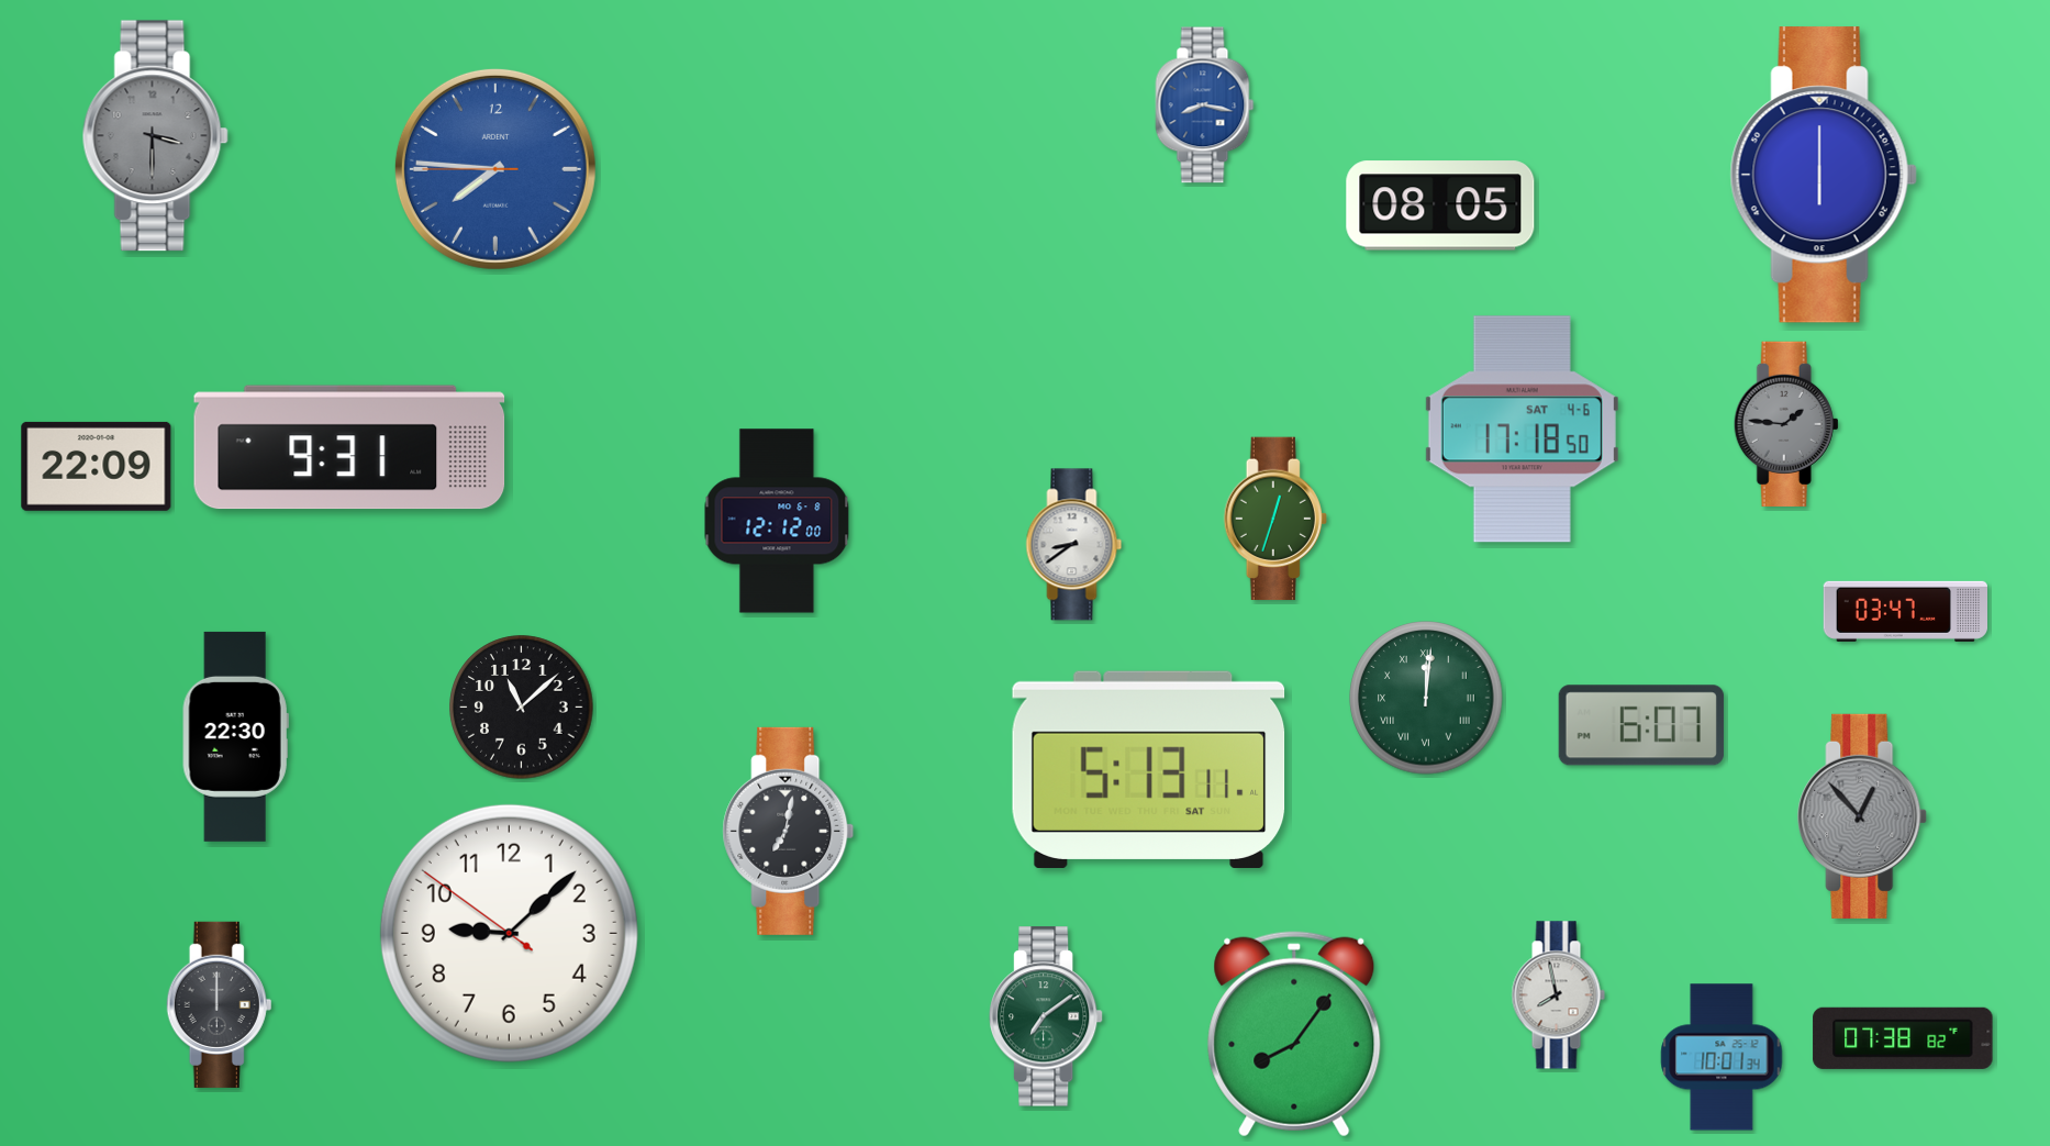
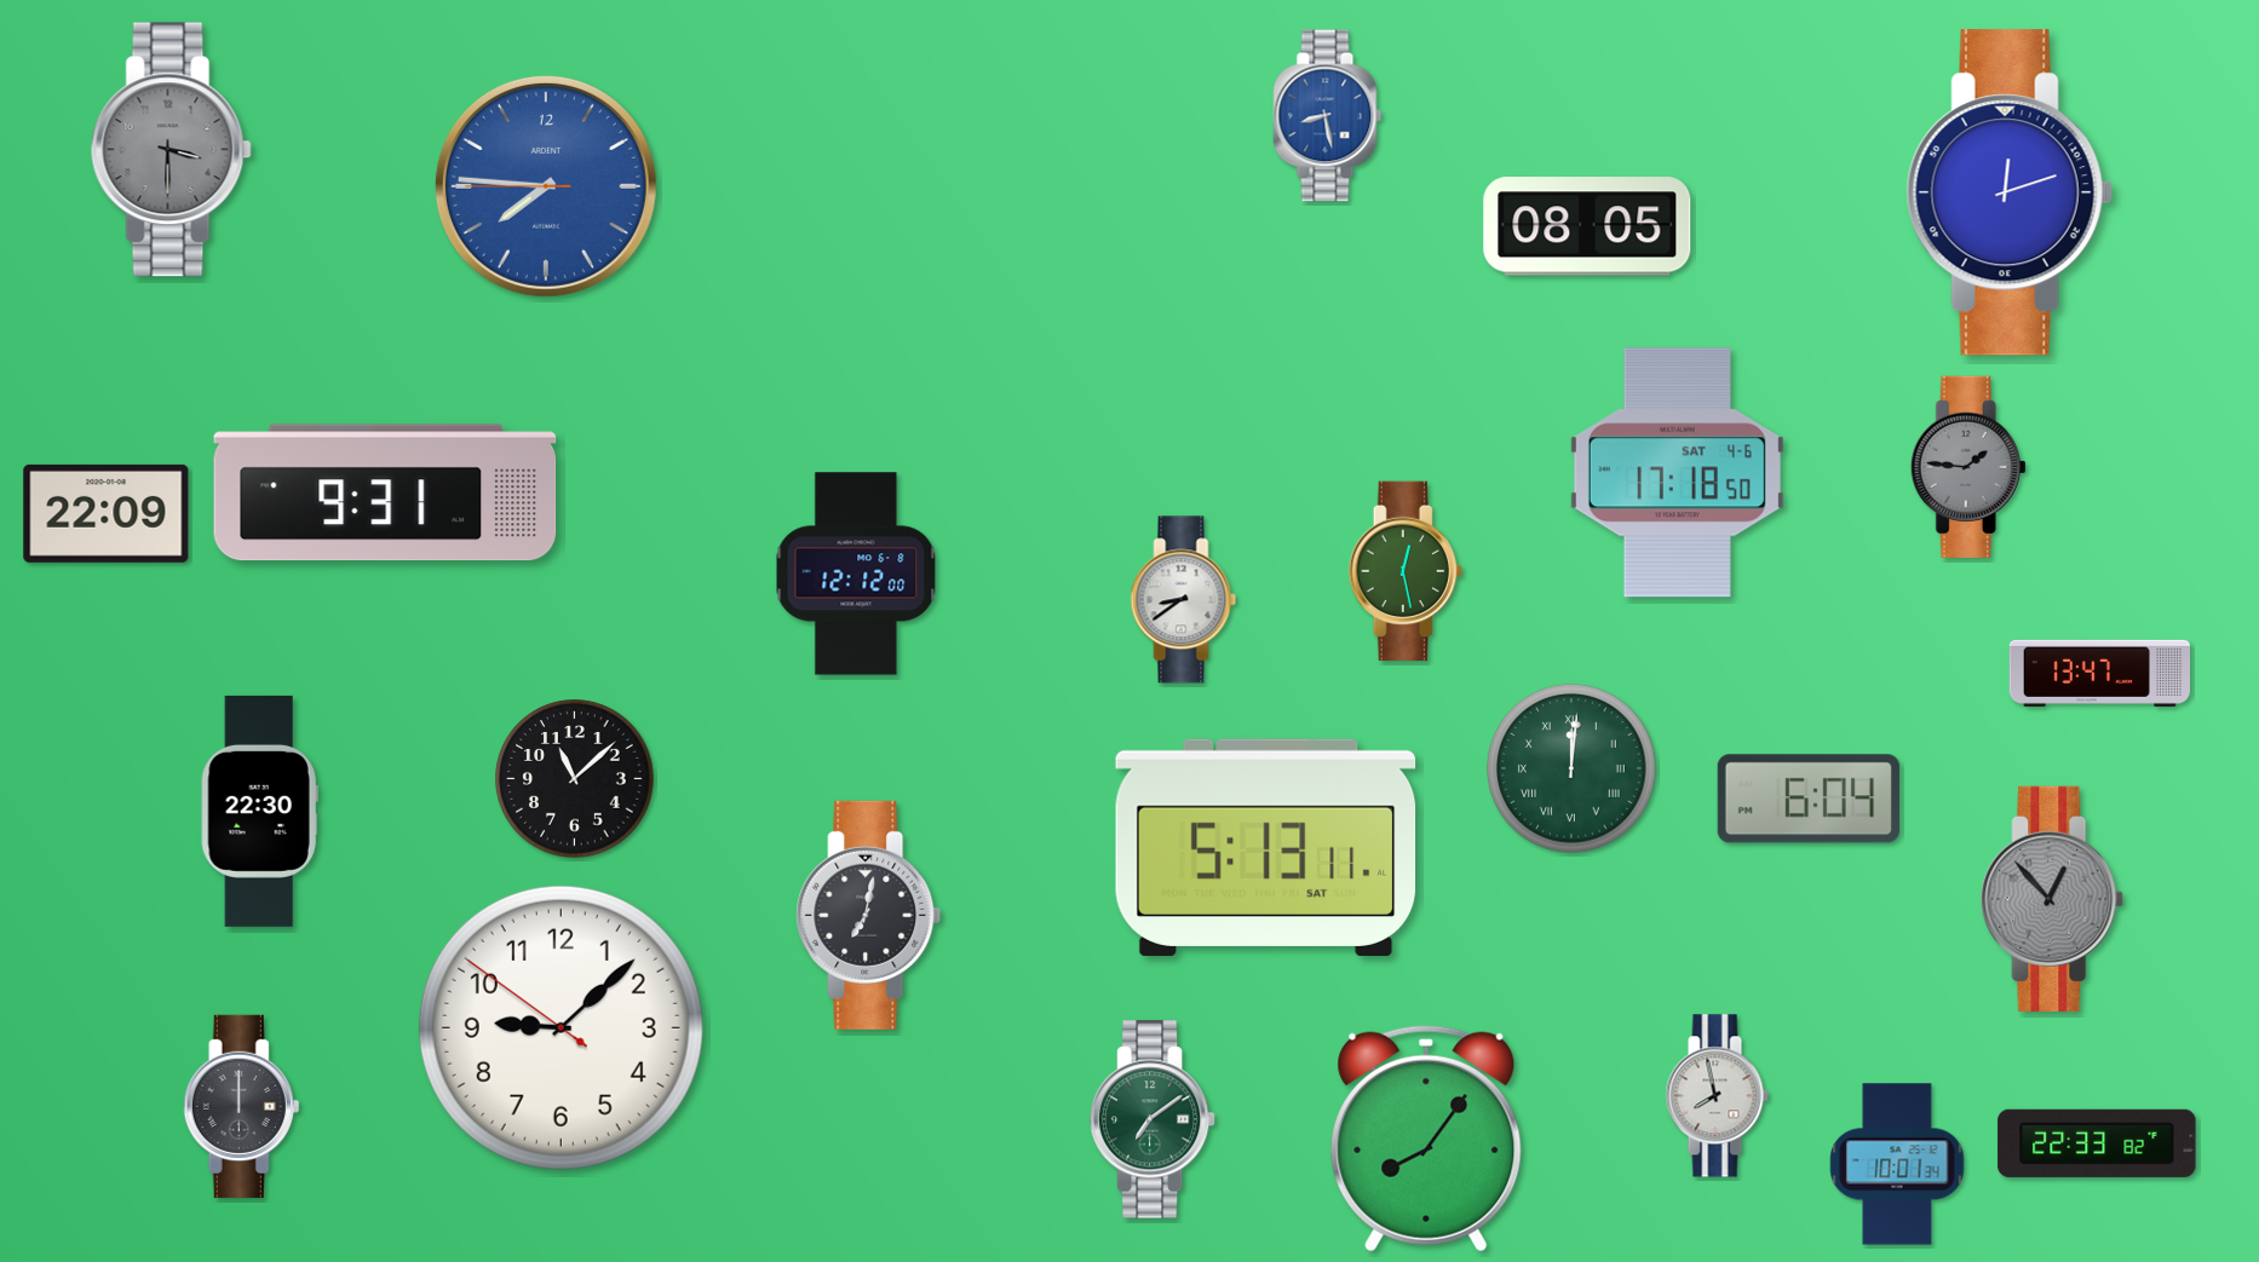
clock at (1205, 105): 8:17 -> 8:28
clock at (1824, 175): 6:00 -> 12:12
clock at (1275, 519): 12:33 -> 12:28
clock at (1905, 611): 03:47 -> 13:47
clock at (1641, 725): 6:07 -> 6:04
clock at (1903, 1038): 07:38 -> 22:33
